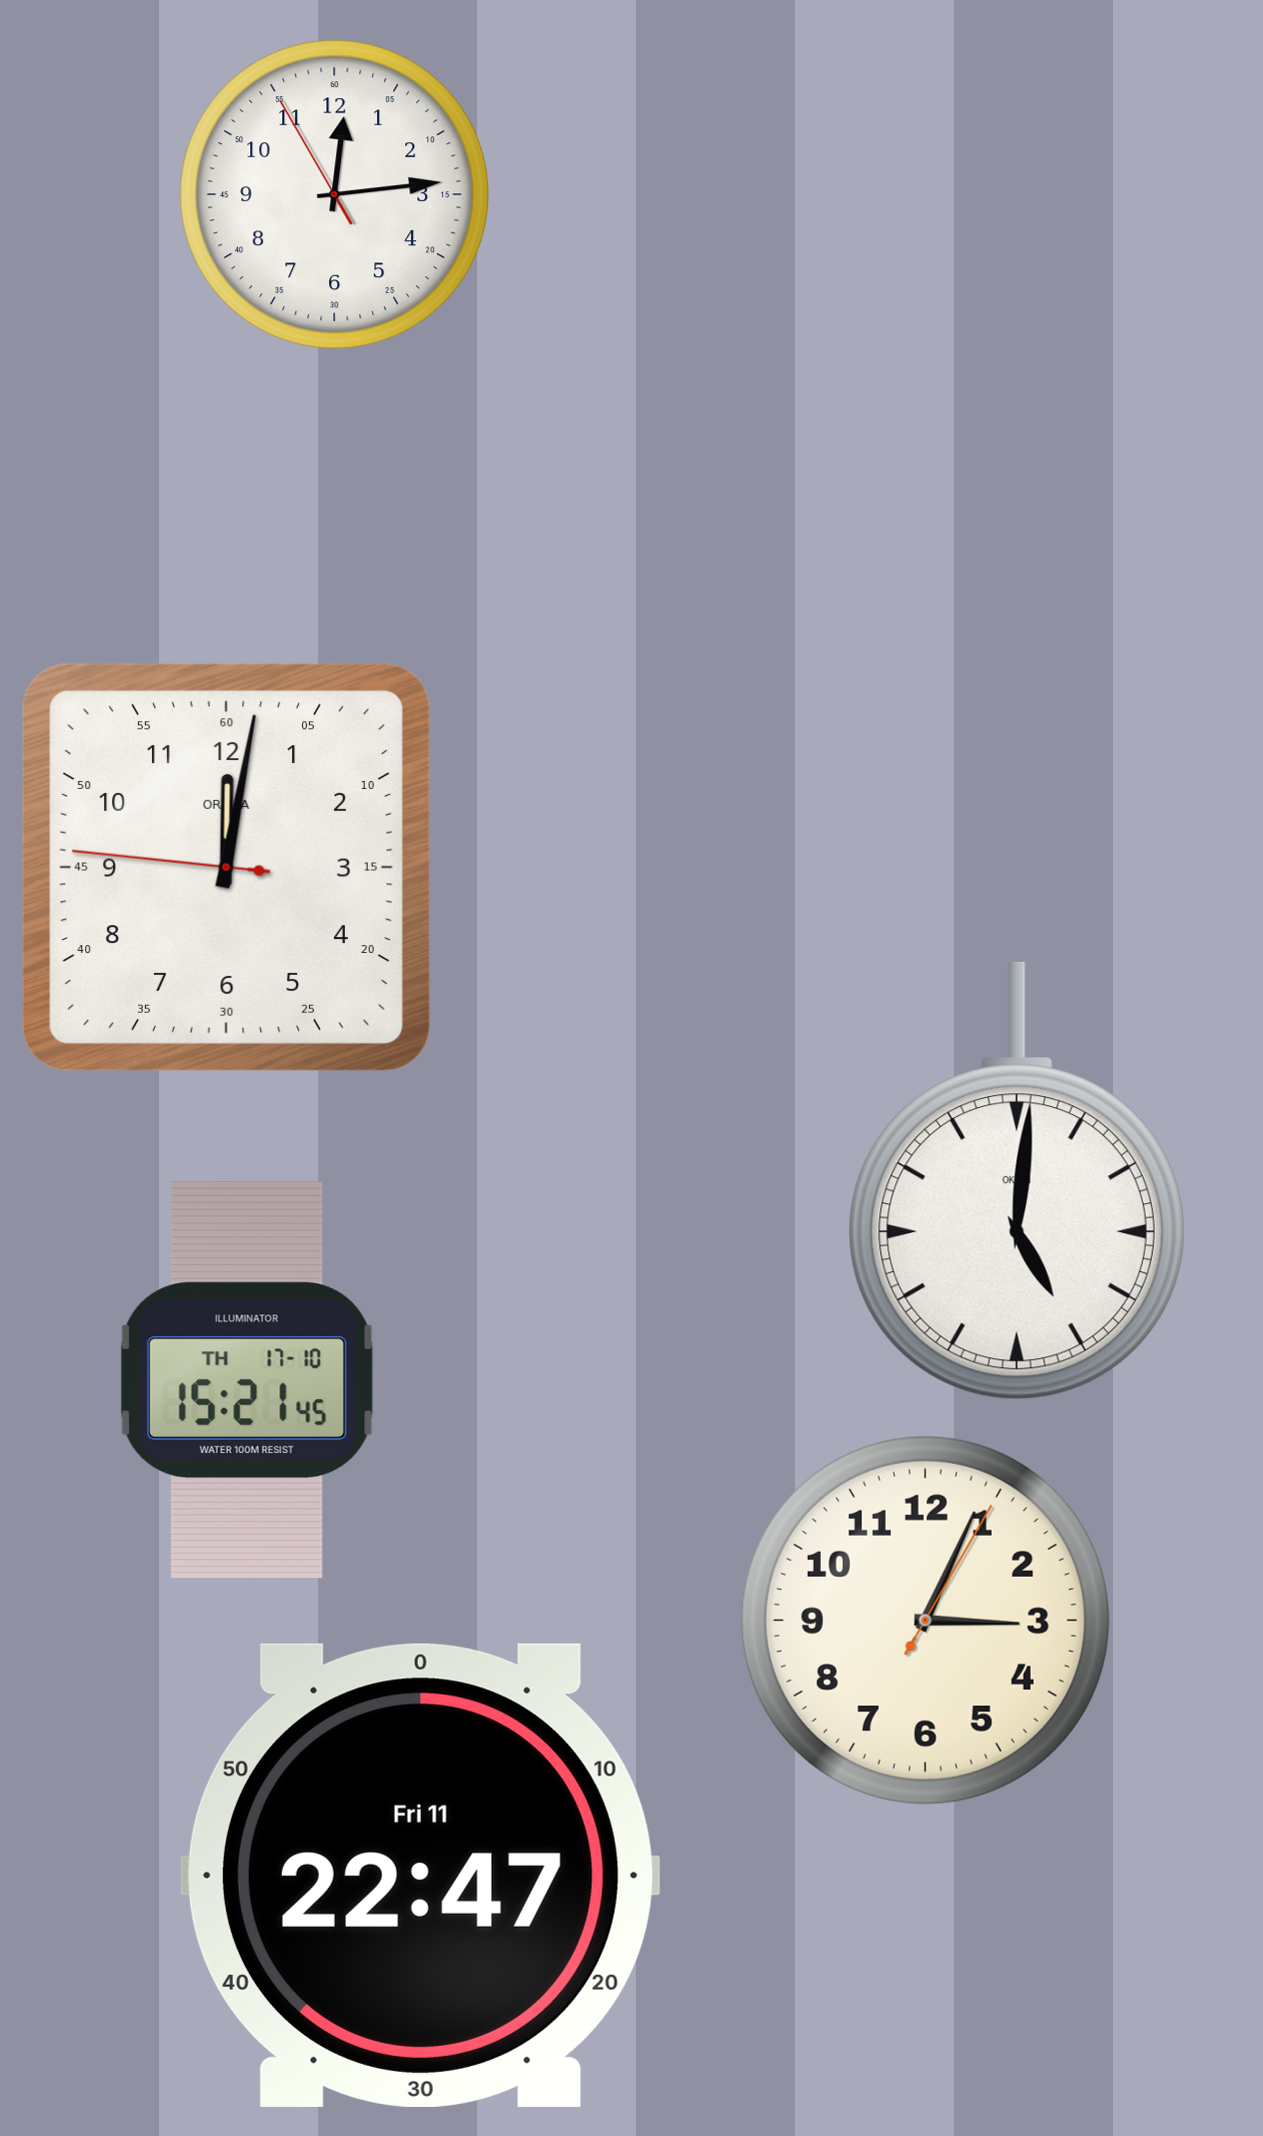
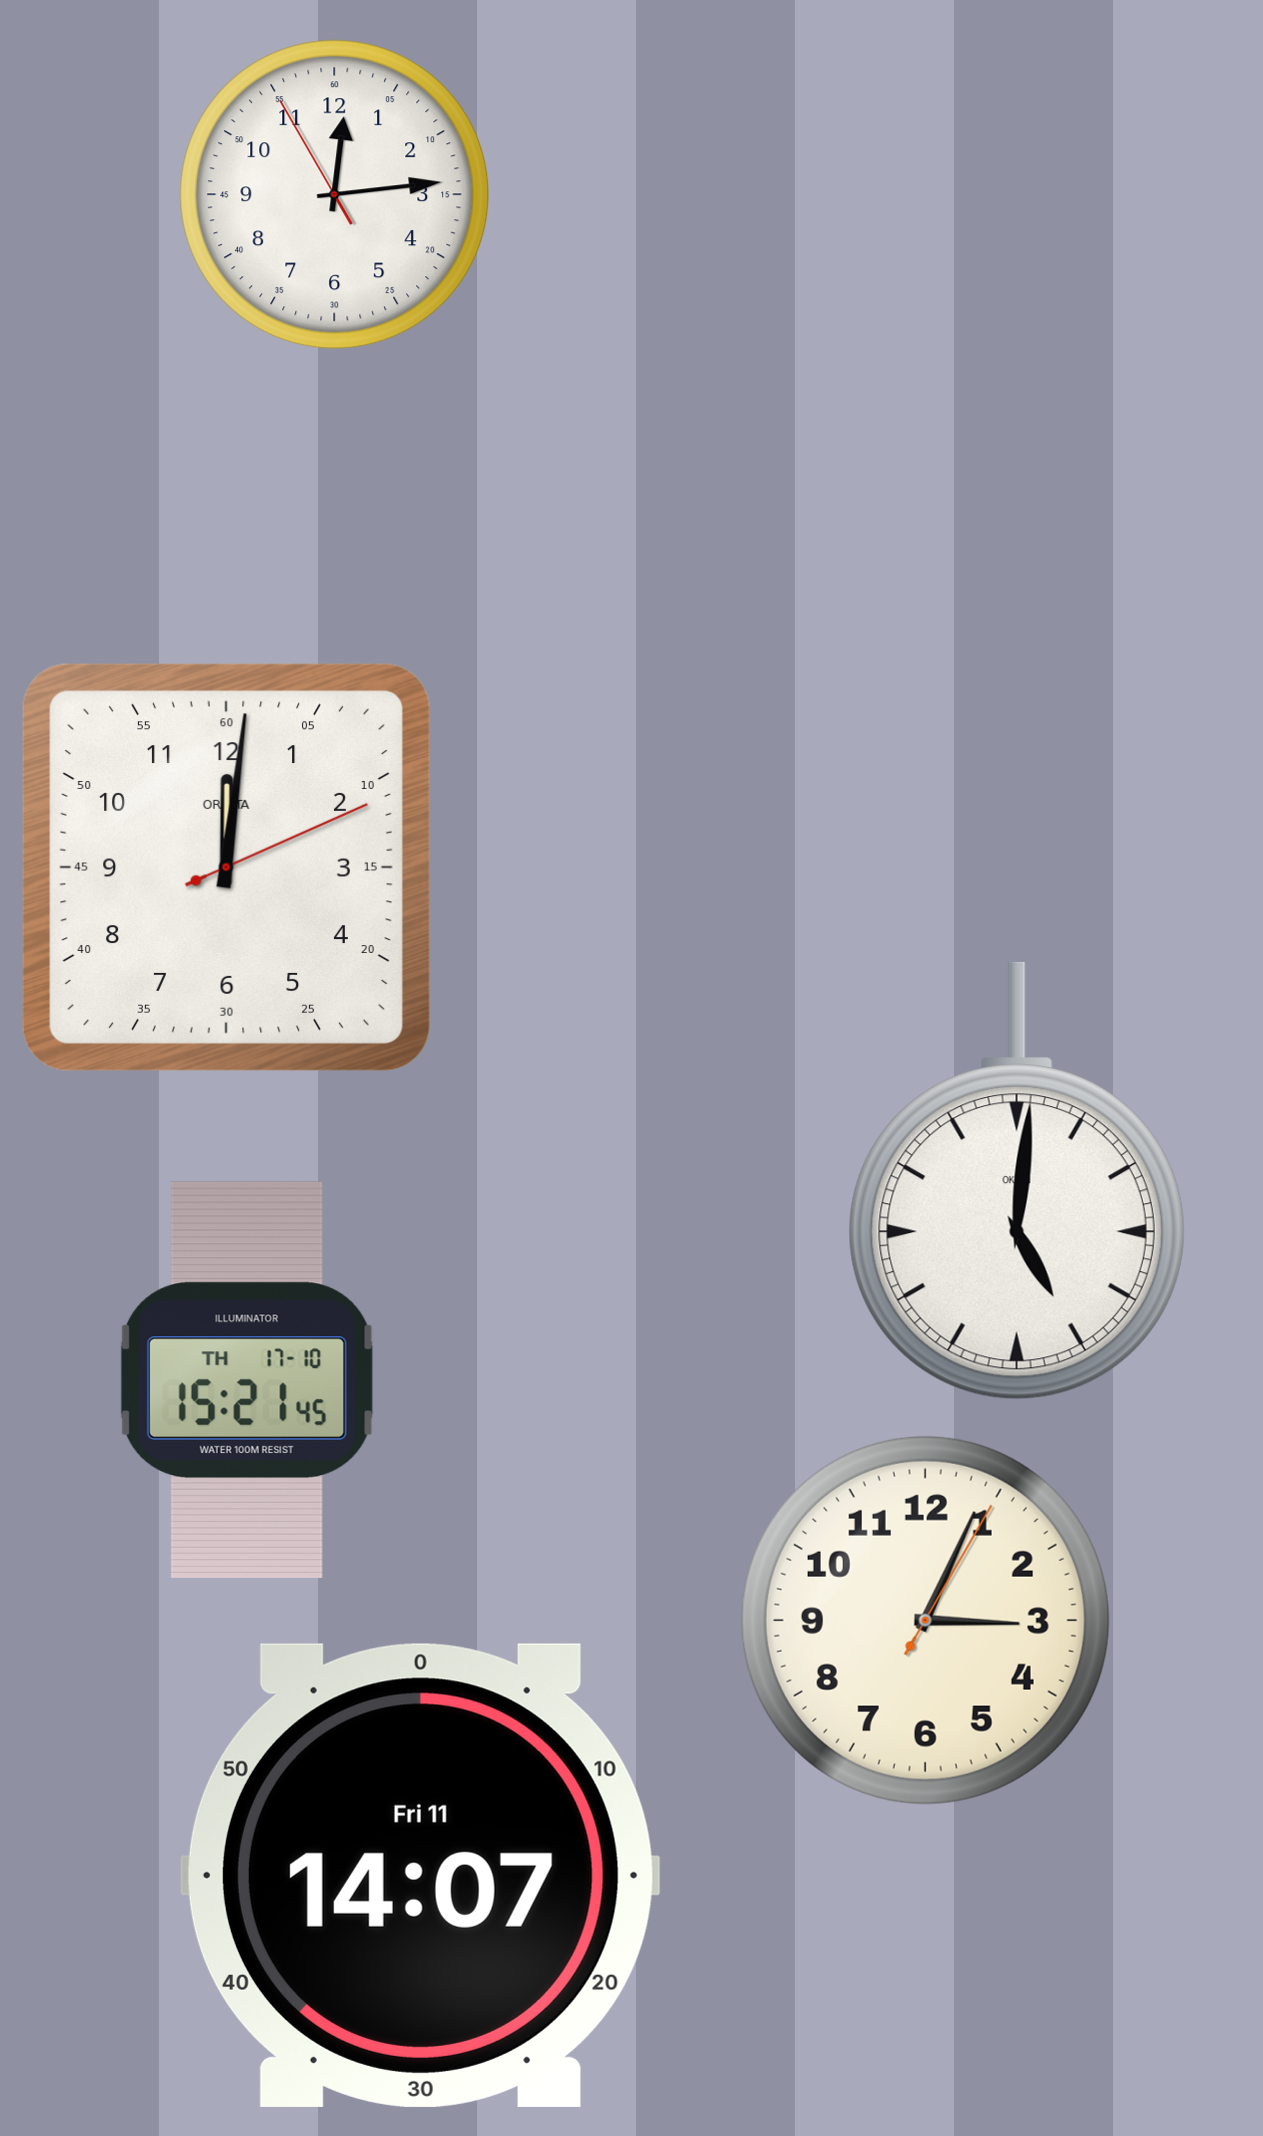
clock at (226, 867): 12:01:46 -> 12:01:11
clock at (420, 1875): 22:47 -> 14:07
